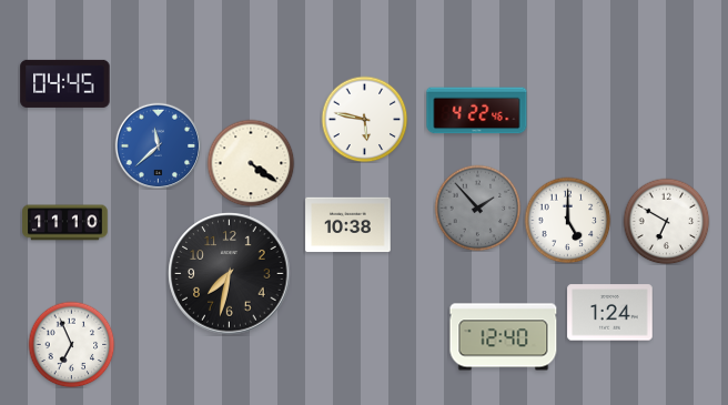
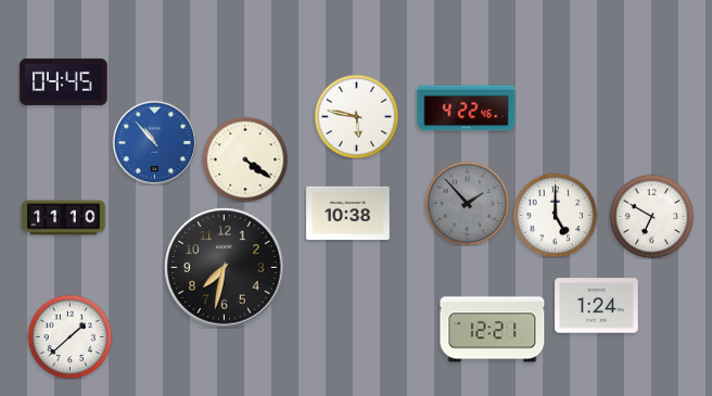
clock at (158, 145): 11:38 -> 10:53
clock at (348, 225) position: (348, 225) -> (348, 214)
clock at (504, 337): 12:40 -> 12:21
clock at (71, 344): 6:56 -> 1:38
